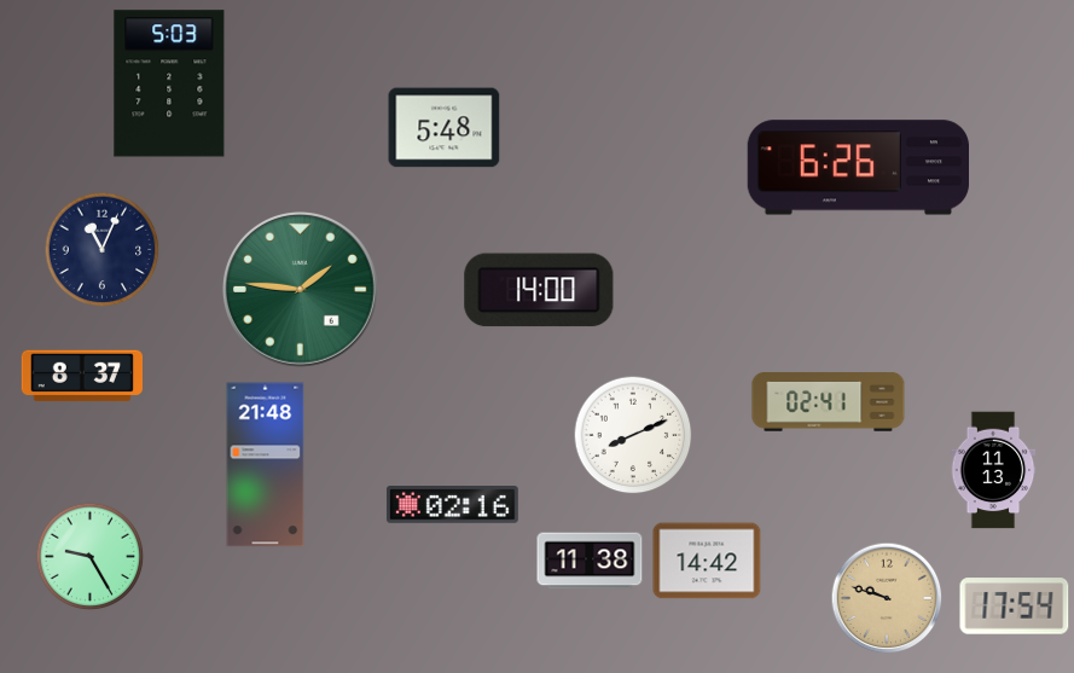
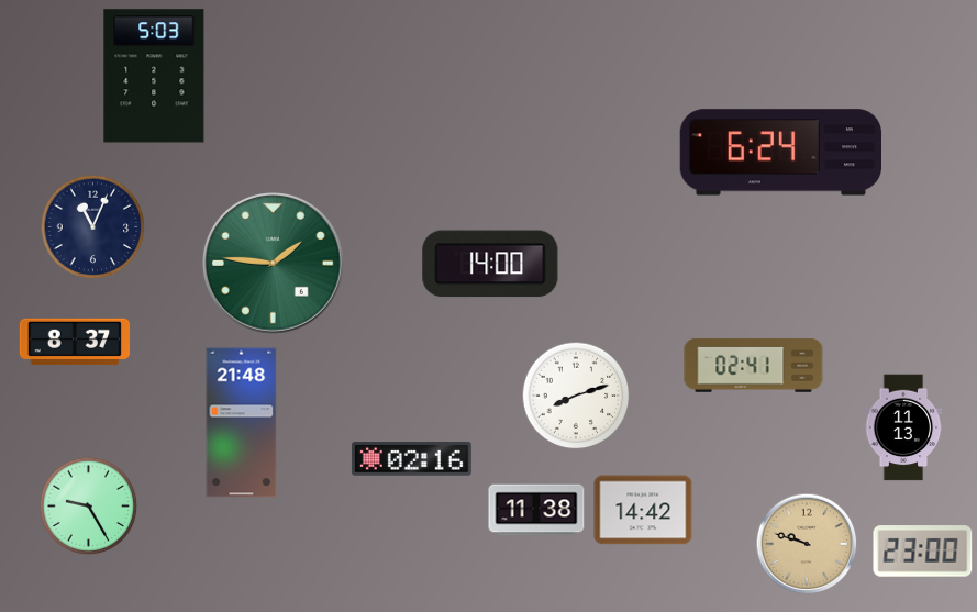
clock at (445, 128): 5:48 -> none
clock at (858, 168): 6:26 -> 6:24
clock at (633, 435): 8:11 -> 8:12
clock at (89, 556) position: (89, 556) -> (88, 505)
clock at (1015, 607): 17:54 -> 23:00
